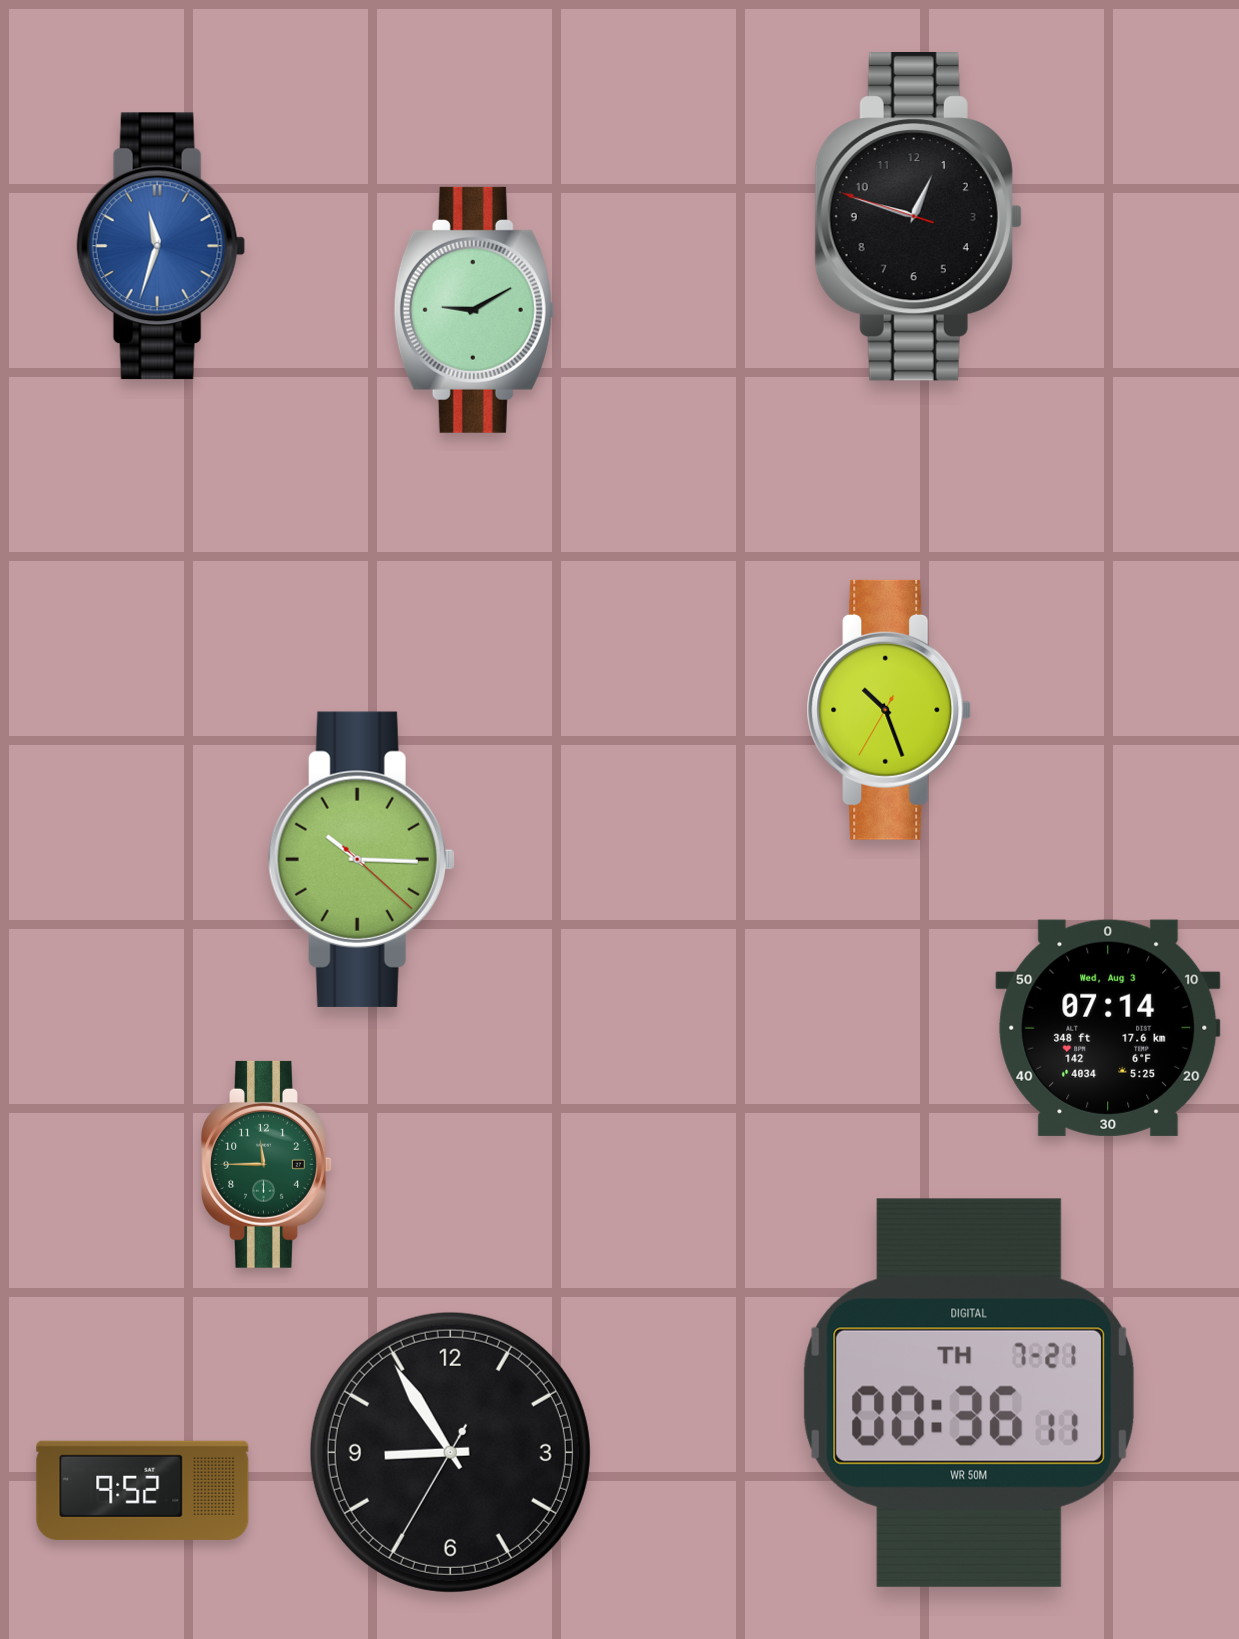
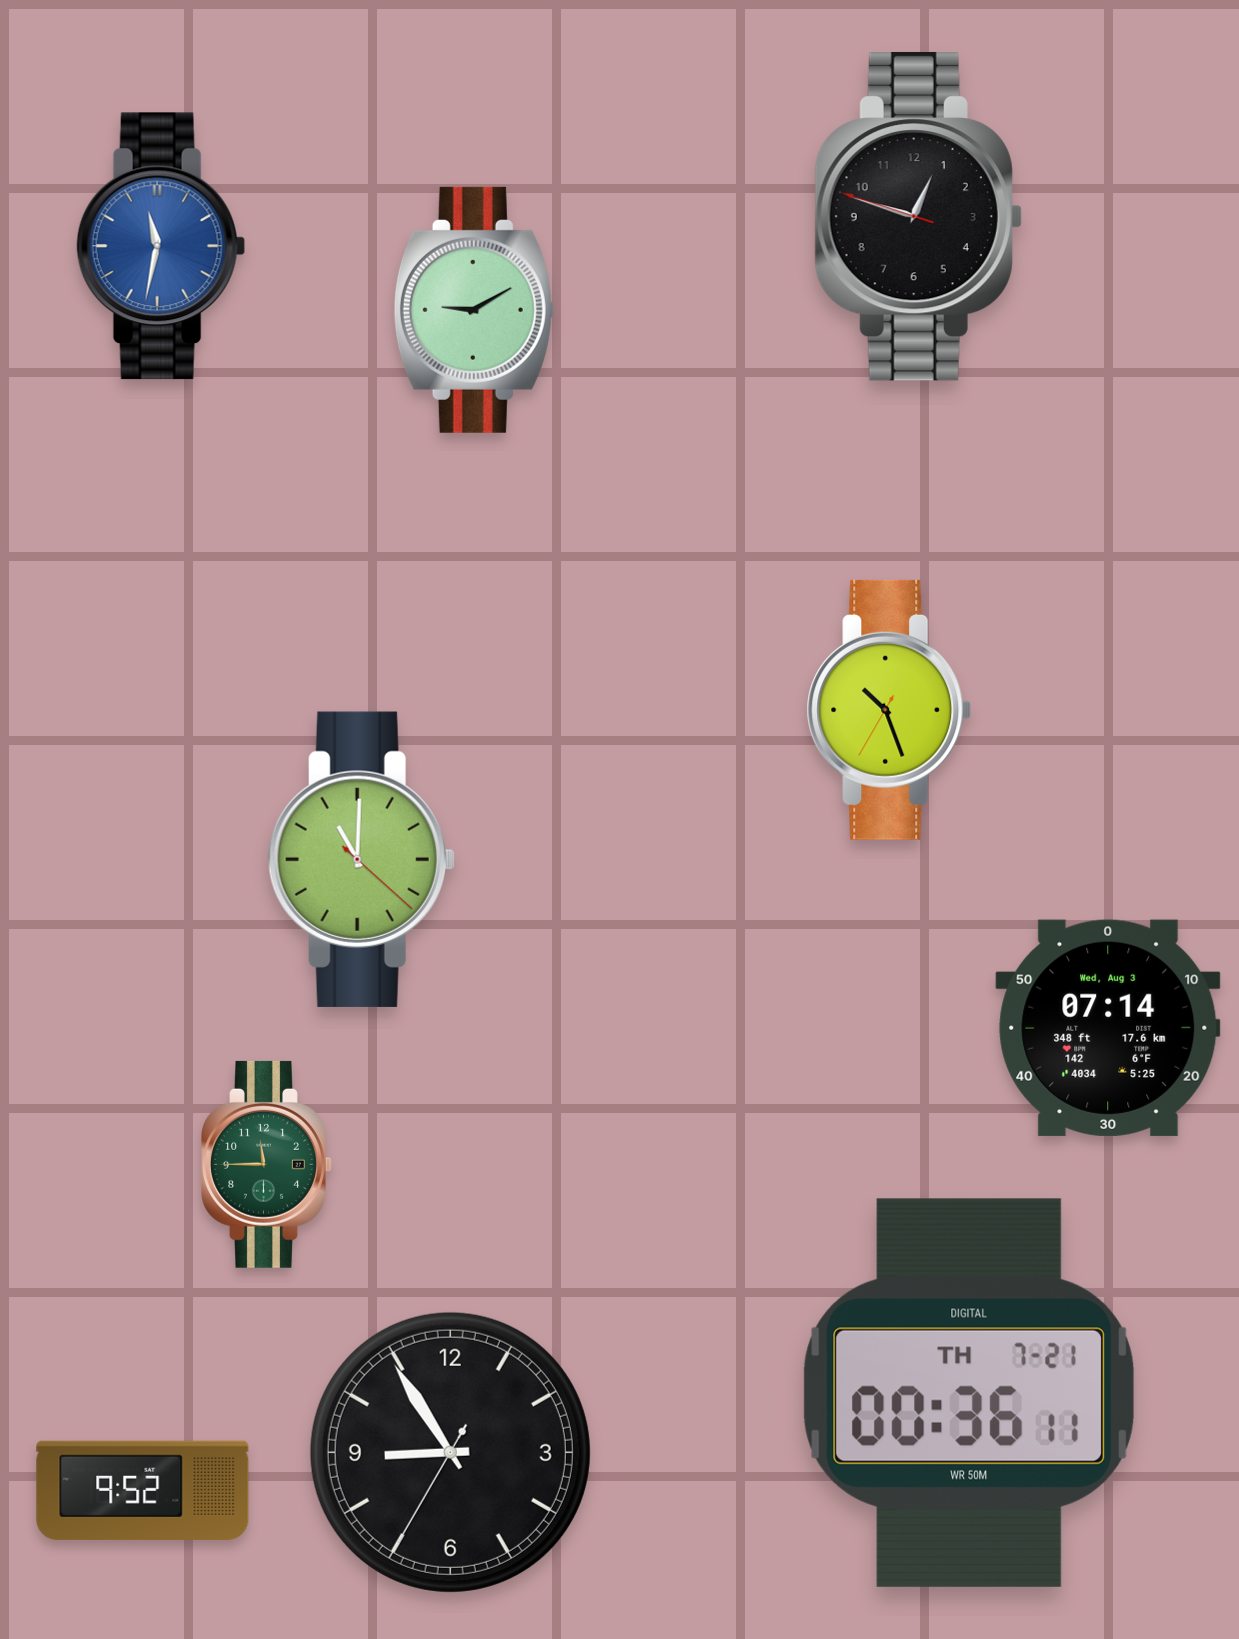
clock at (161, 246): 11:33 -> 11:32
clock at (361, 859): 10:15 -> 11:00
